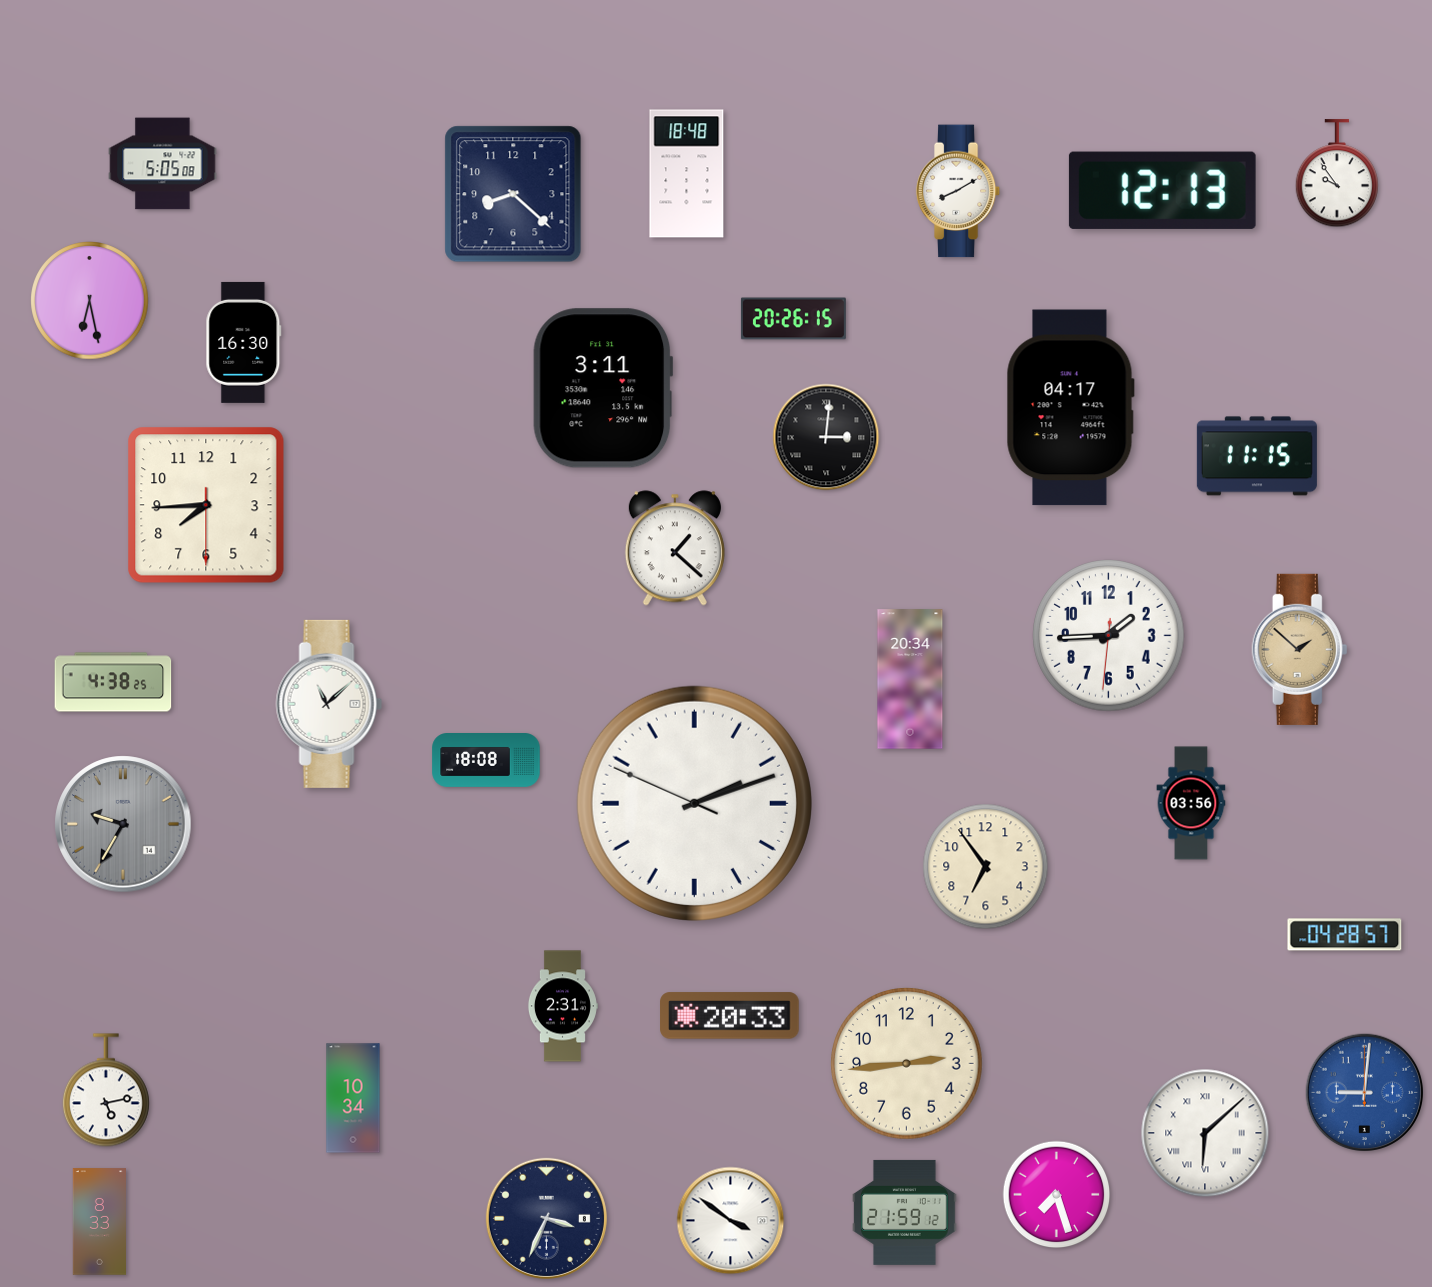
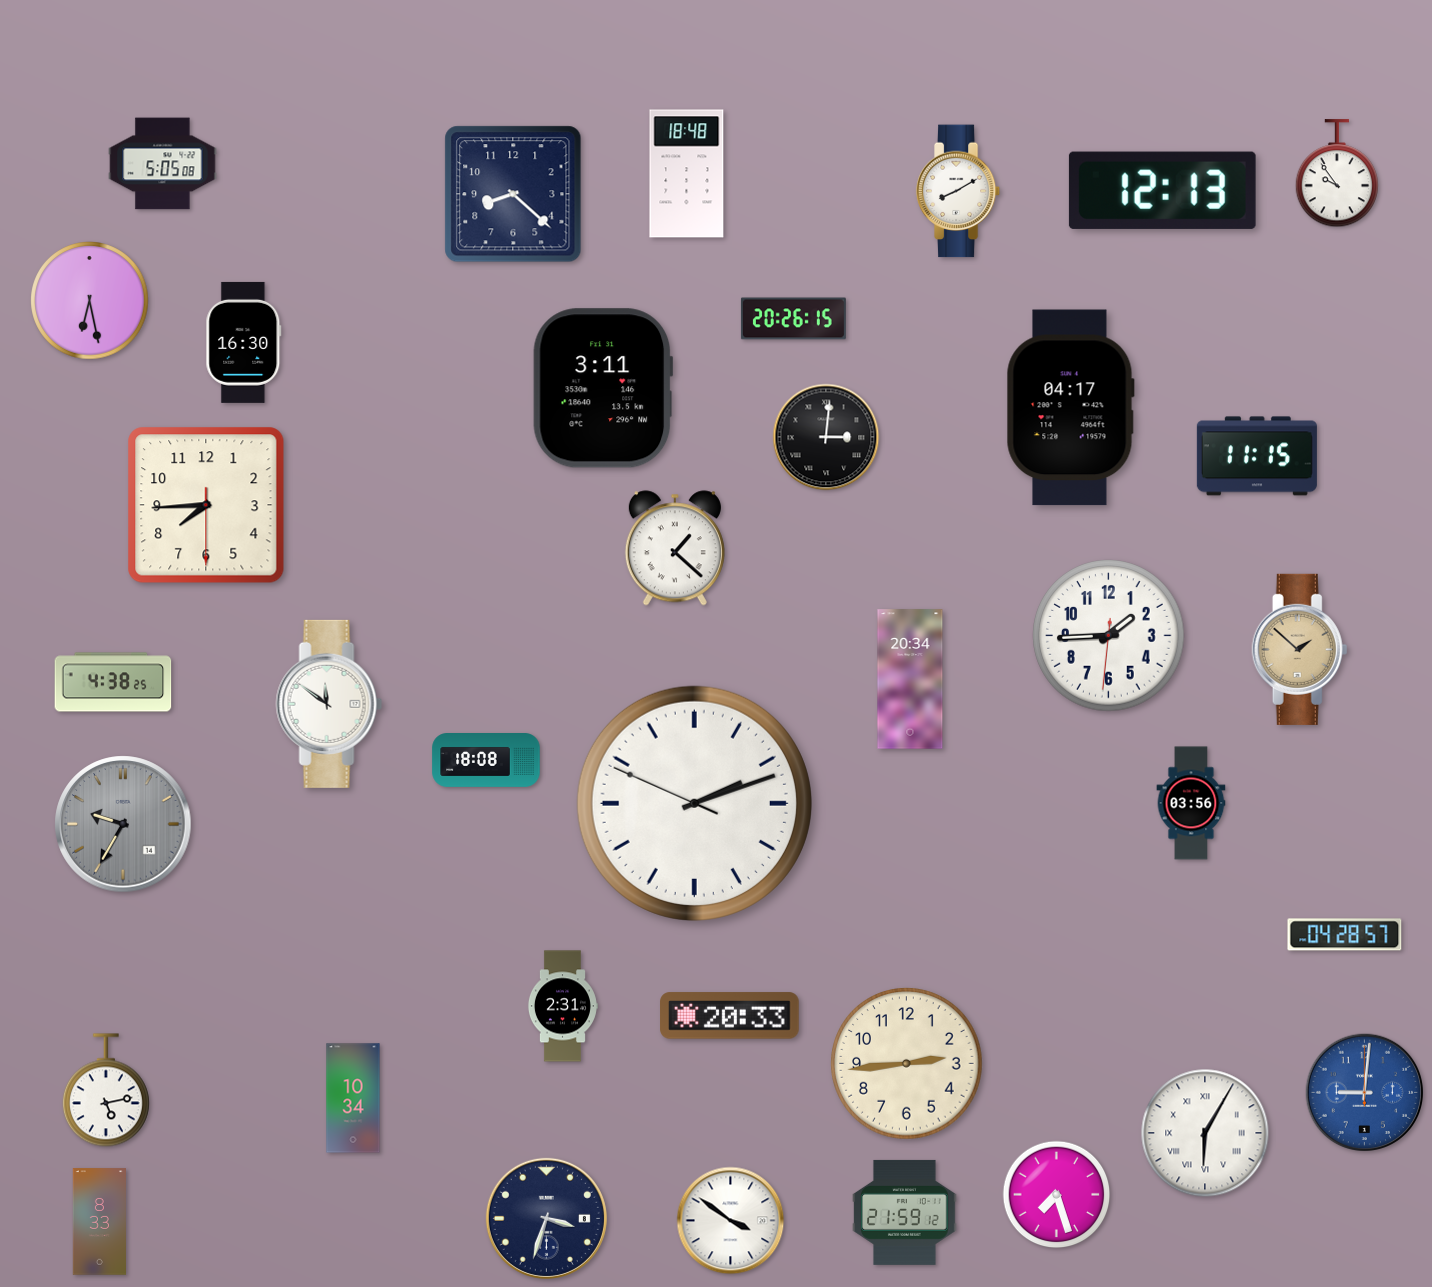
clock at (329, 704): 11:08 -> 11:51
clock at (986, 867): 6:54 -> none
clock at (1205, 1133): 6:08 -> 6:05
clock at (546, 1218): 3:34 -> 3:33
